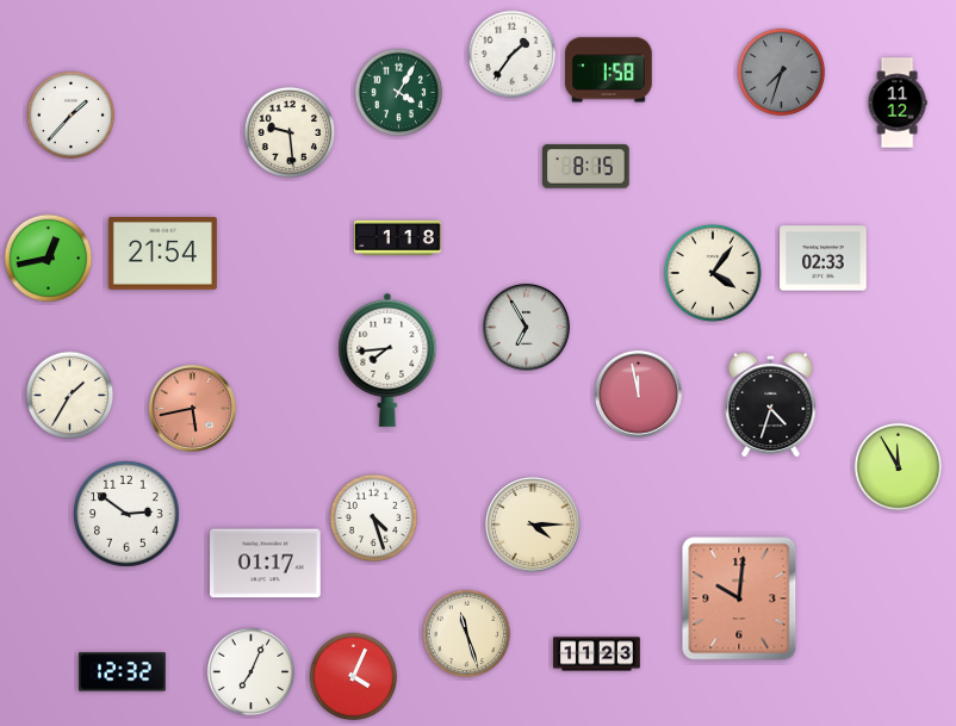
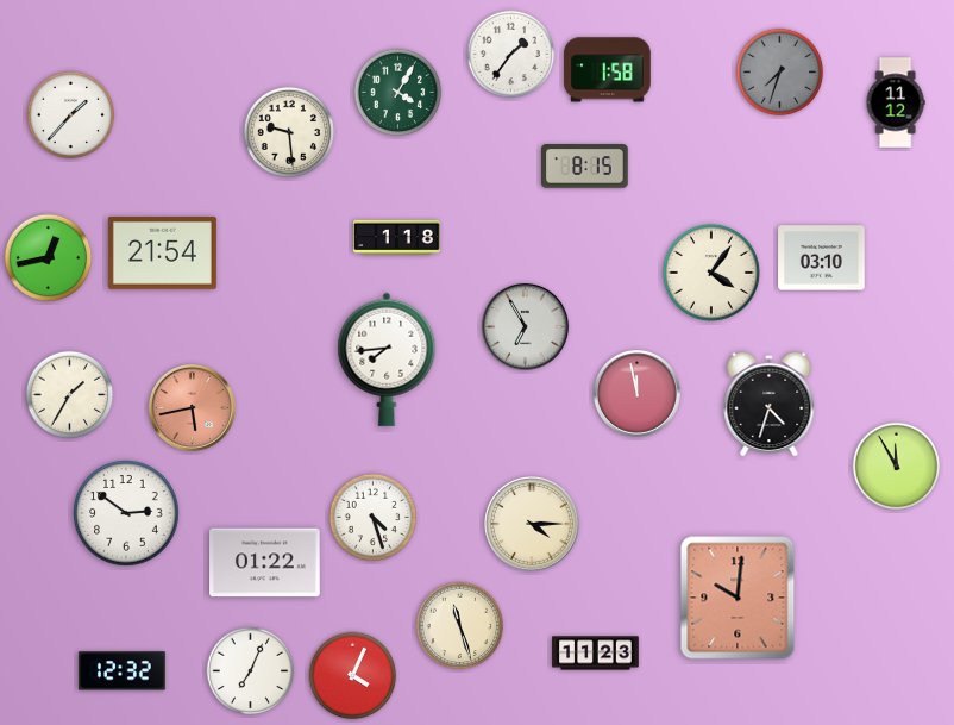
clock at (824, 259): 02:33 -> 03:10
clock at (266, 564): 01:17 -> 01:22
clock at (467, 634) position: (467, 634) -> (460, 626)
